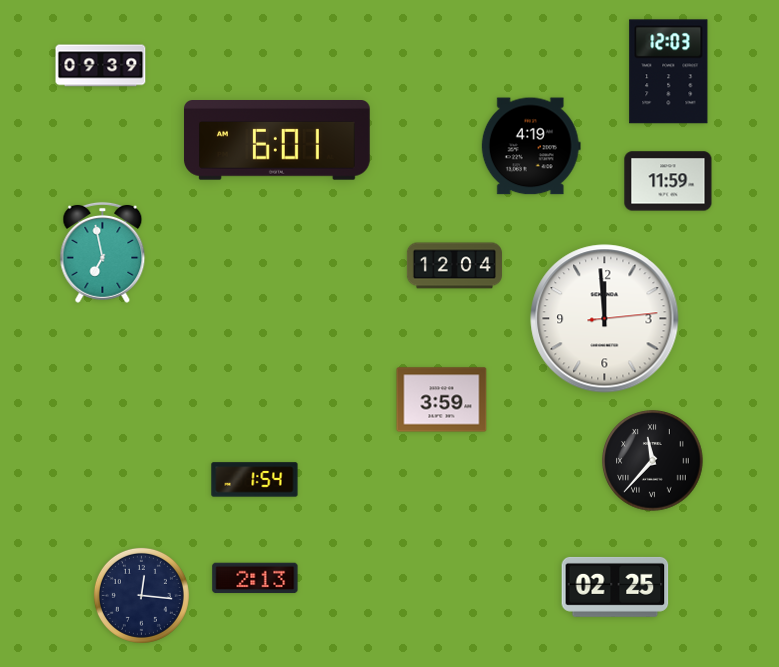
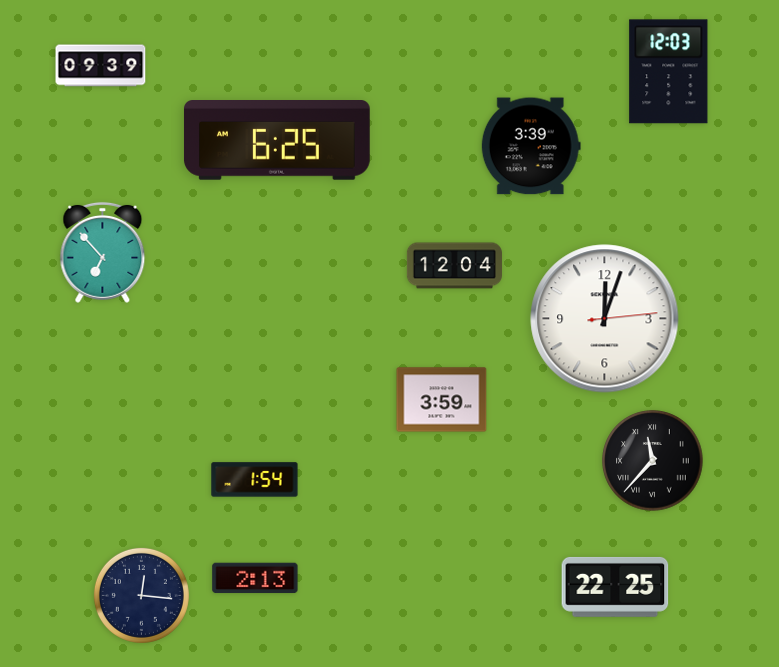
clock at (277, 141): 6:01 -> 6:25
clock at (531, 146): 4:19 -> 3:39
clock at (668, 181): 11:59 -> none
clock at (103, 252): 6:58 -> 6:53
clock at (605, 319): 11:59 -> 12:03
clock at (615, 587): 02:25 -> 22:25
